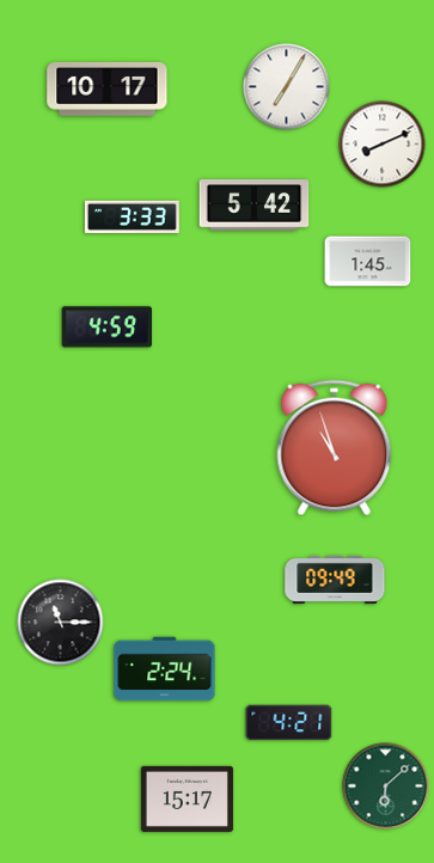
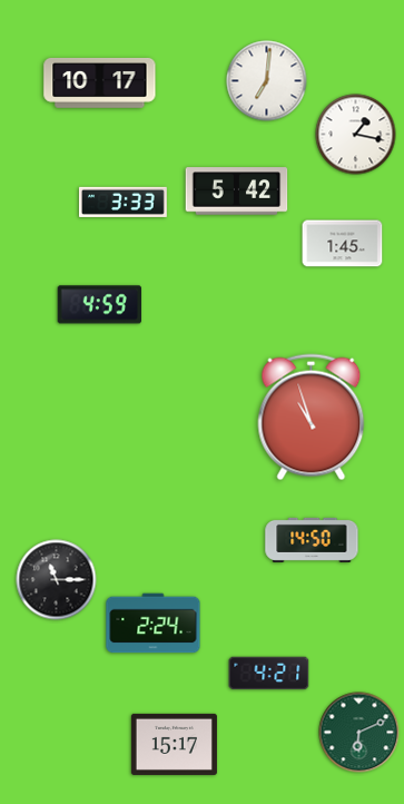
clock at (287, 87): 7:05 -> 7:01
clock at (383, 145): 8:11 -> 1:17
clock at (335, 580): 09:49 -> 14:50
clock at (386, 787): 6:08 -> 6:11
